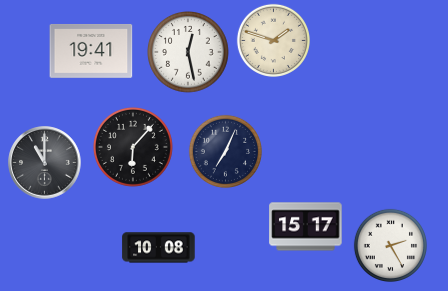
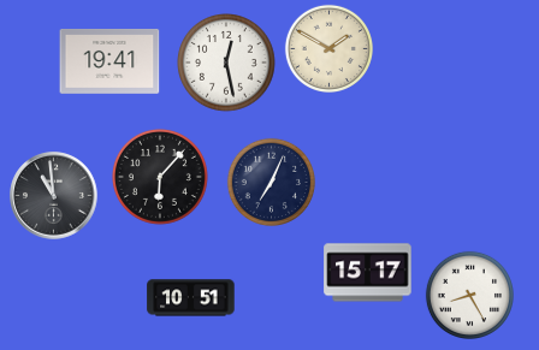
clock at (273, 40): 1:48 -> 1:50
clock at (45, 163): 11:00 -> 10:59
clock at (390, 245): 2:25 -> 8:25
clock at (159, 248): 10:08 -> 10:51
